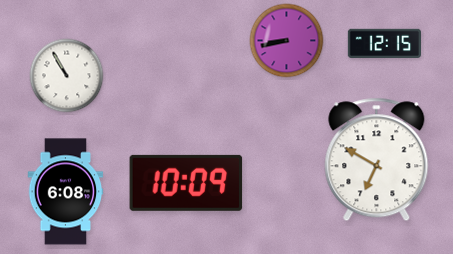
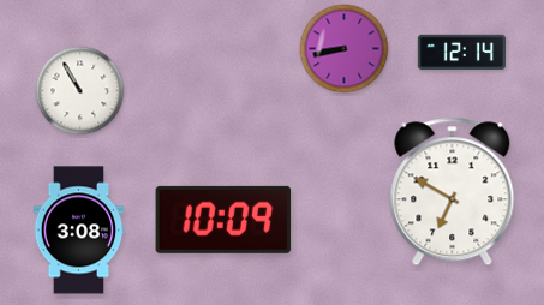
clock at (384, 44): 12:15 -> 12:14
clock at (66, 192): 6:08 -> 3:08
